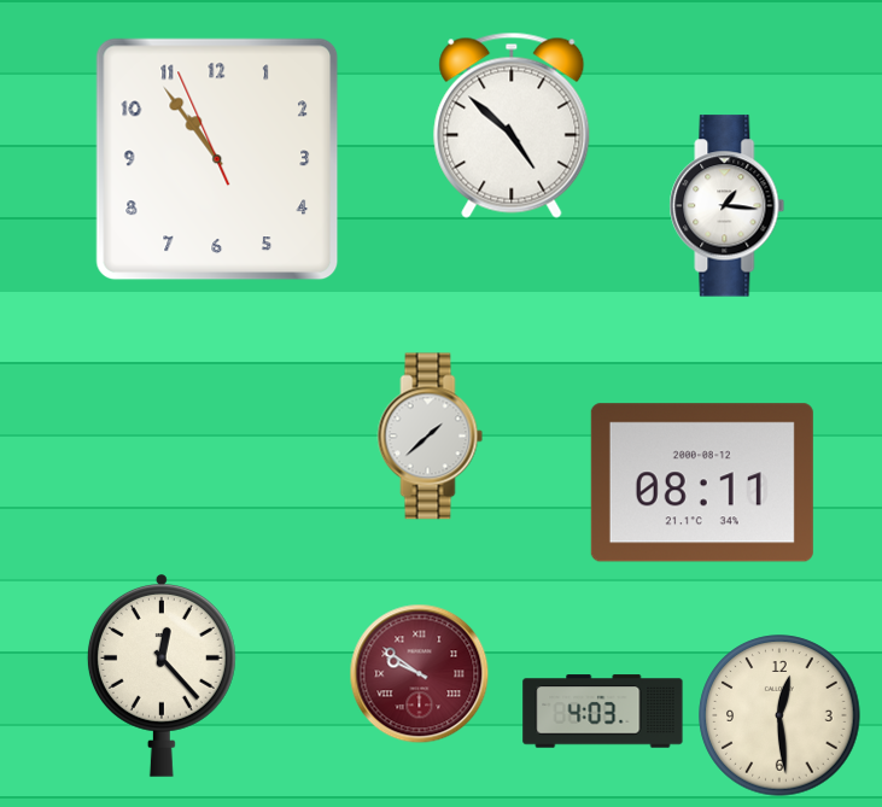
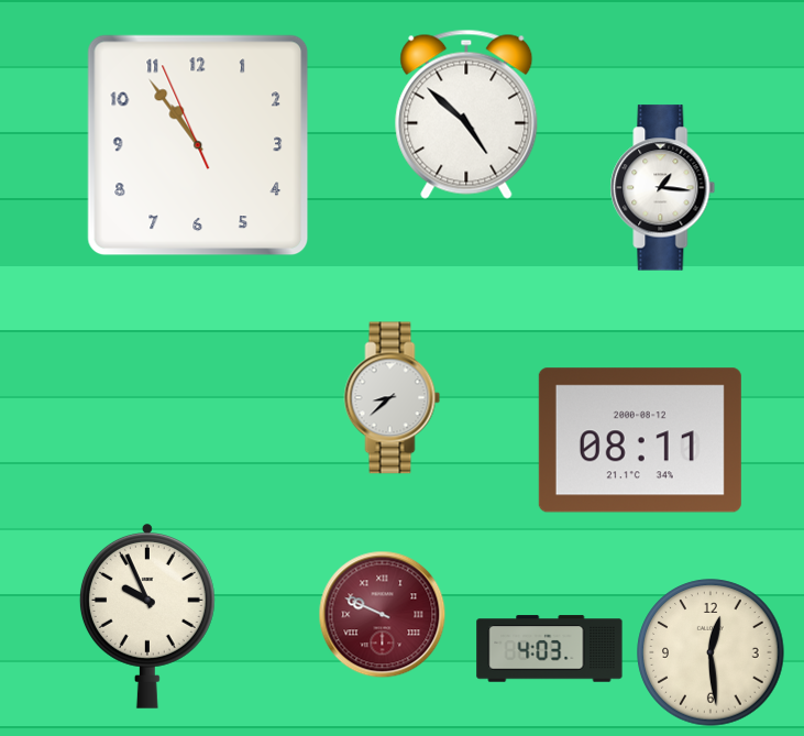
clock at (431, 437): 1:38 -> 8:38
clock at (420, 674): 9:51 -> 9:49
clock at (162, 676): 12:23 -> 9:56
